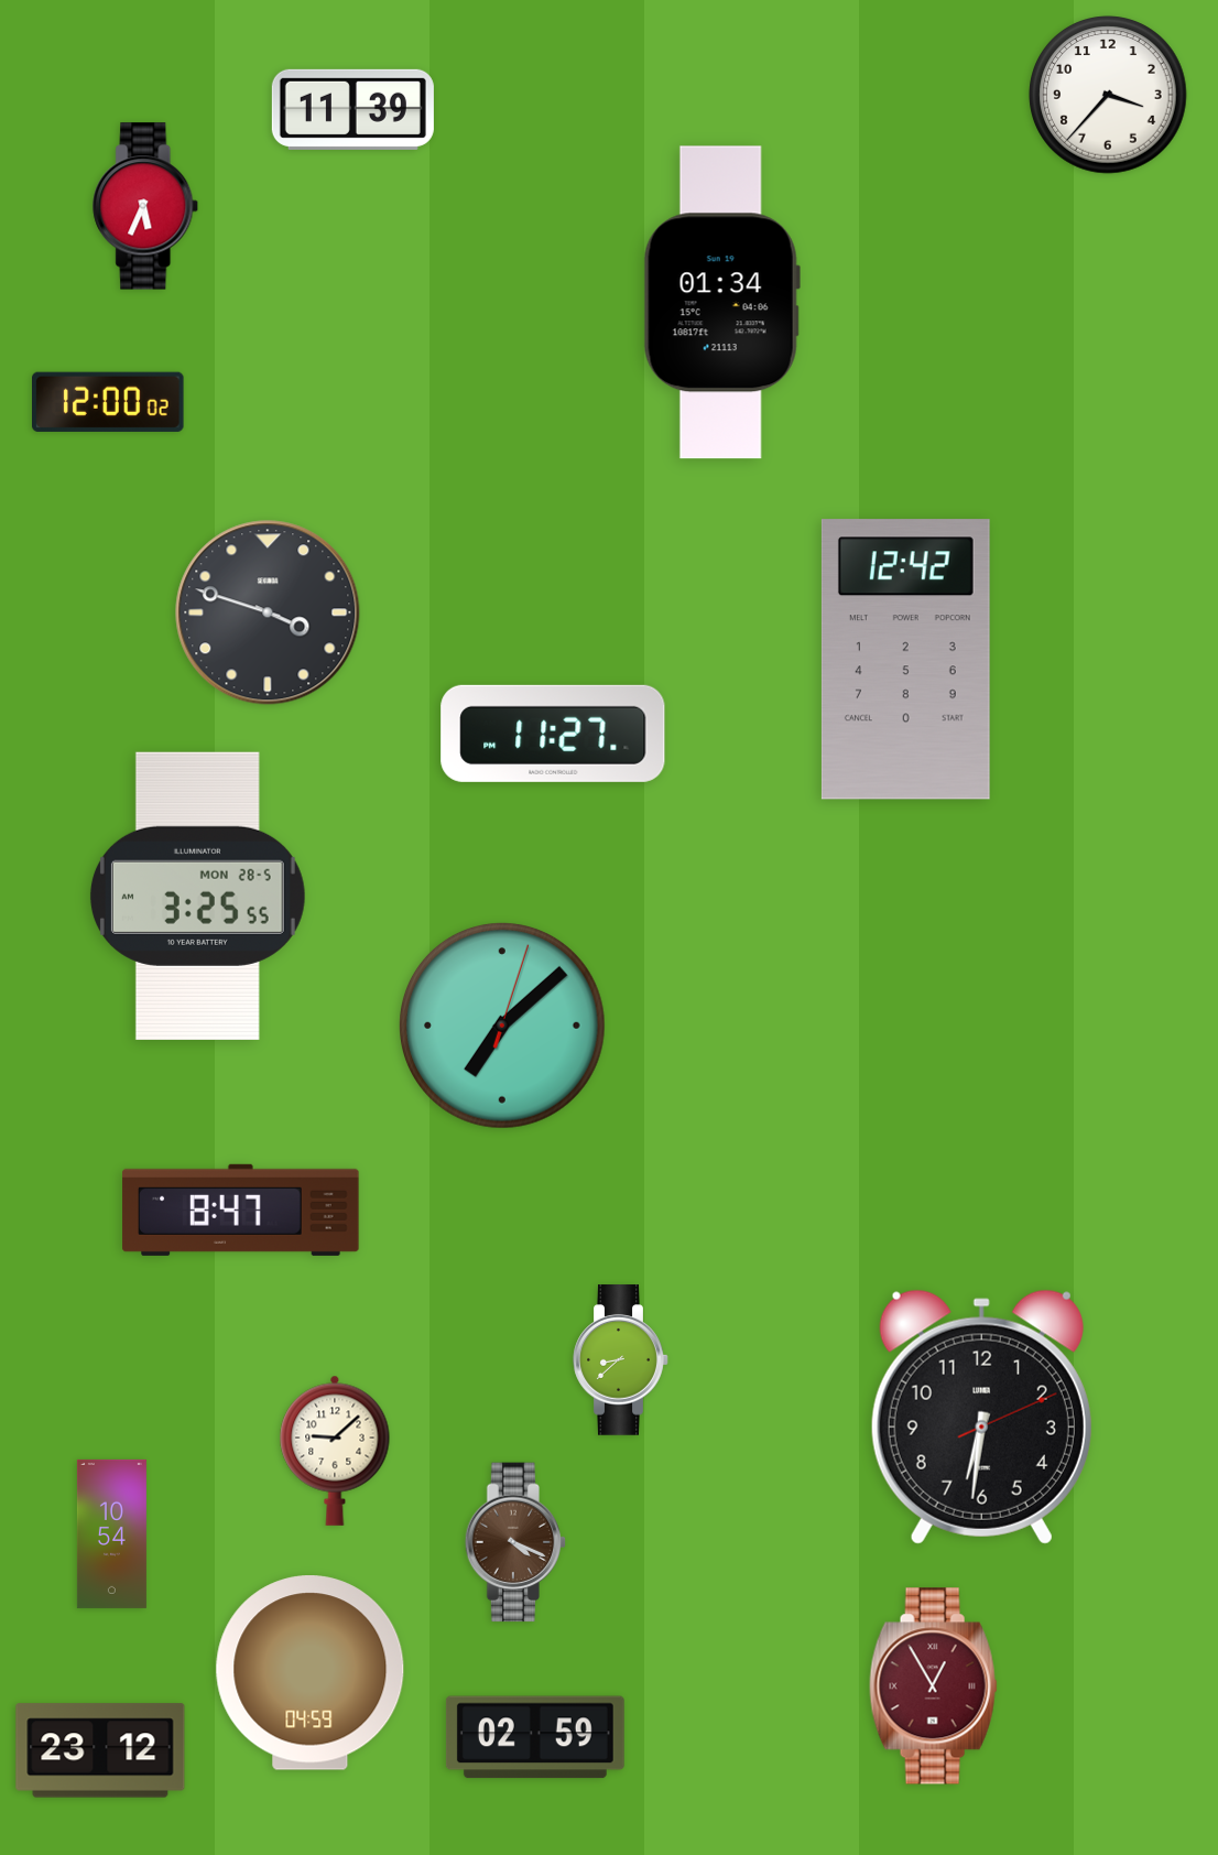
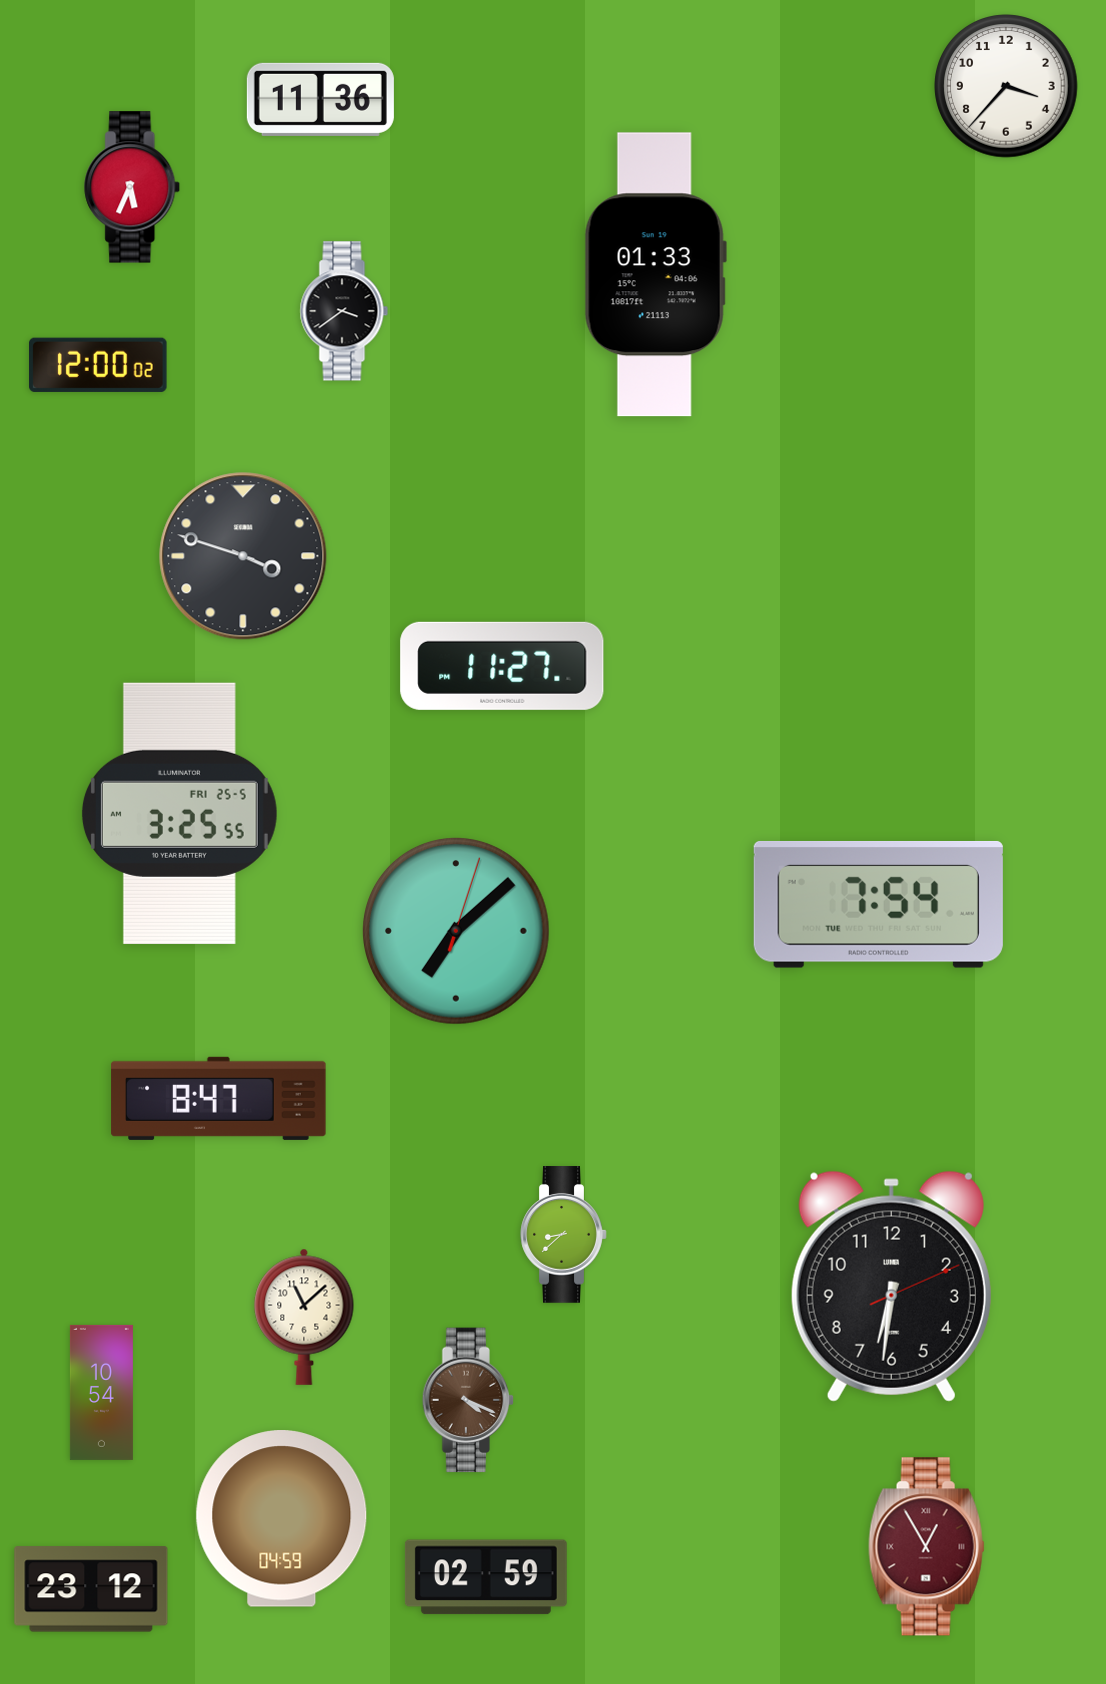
clock at (352, 109): 11:39 -> 11:36
clock at (721, 303): 01:34 -> 01:33
clock at (344, 311): none -> 3:39
clock at (905, 660): 12:42 -> none
clock at (197, 896) date: MON 28-5 -> FRI 25-5
clock at (878, 904): none -> 7:54
clock at (335, 1451): 9:08 -> 11:08
clock at (933, 1686) position: (933, 1686) -> (926, 1547)
